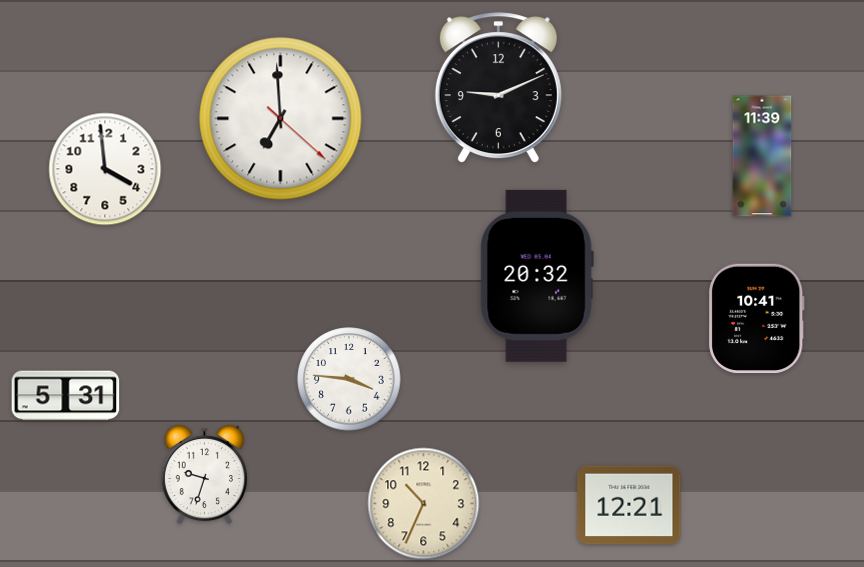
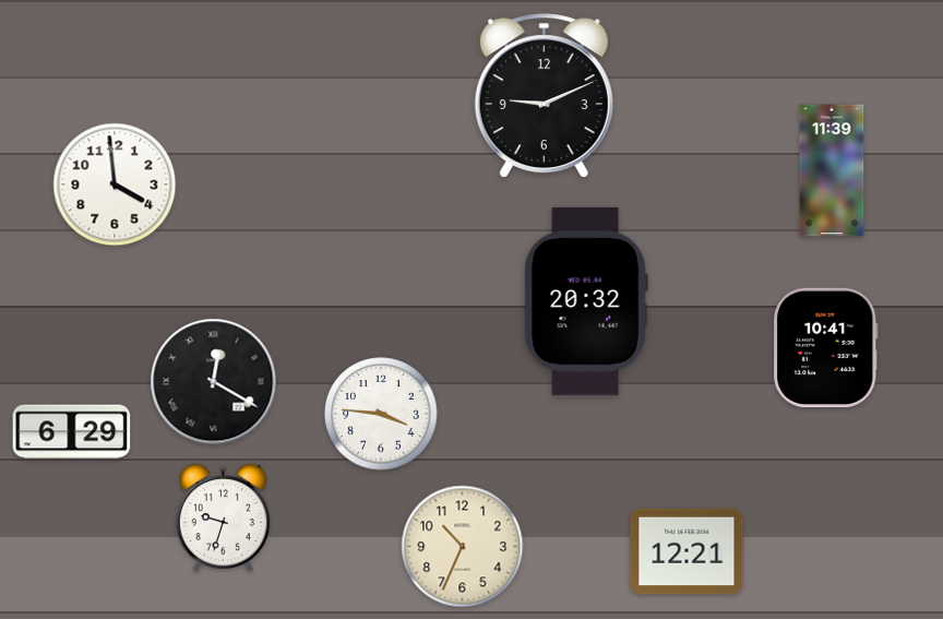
clock at (281, 119): 6:59 -> none
clock at (214, 382): none -> 12:20
clock at (66, 396): 5:31 -> 6:29
clock at (424, 504) position: (424, 504) -> (463, 547)
